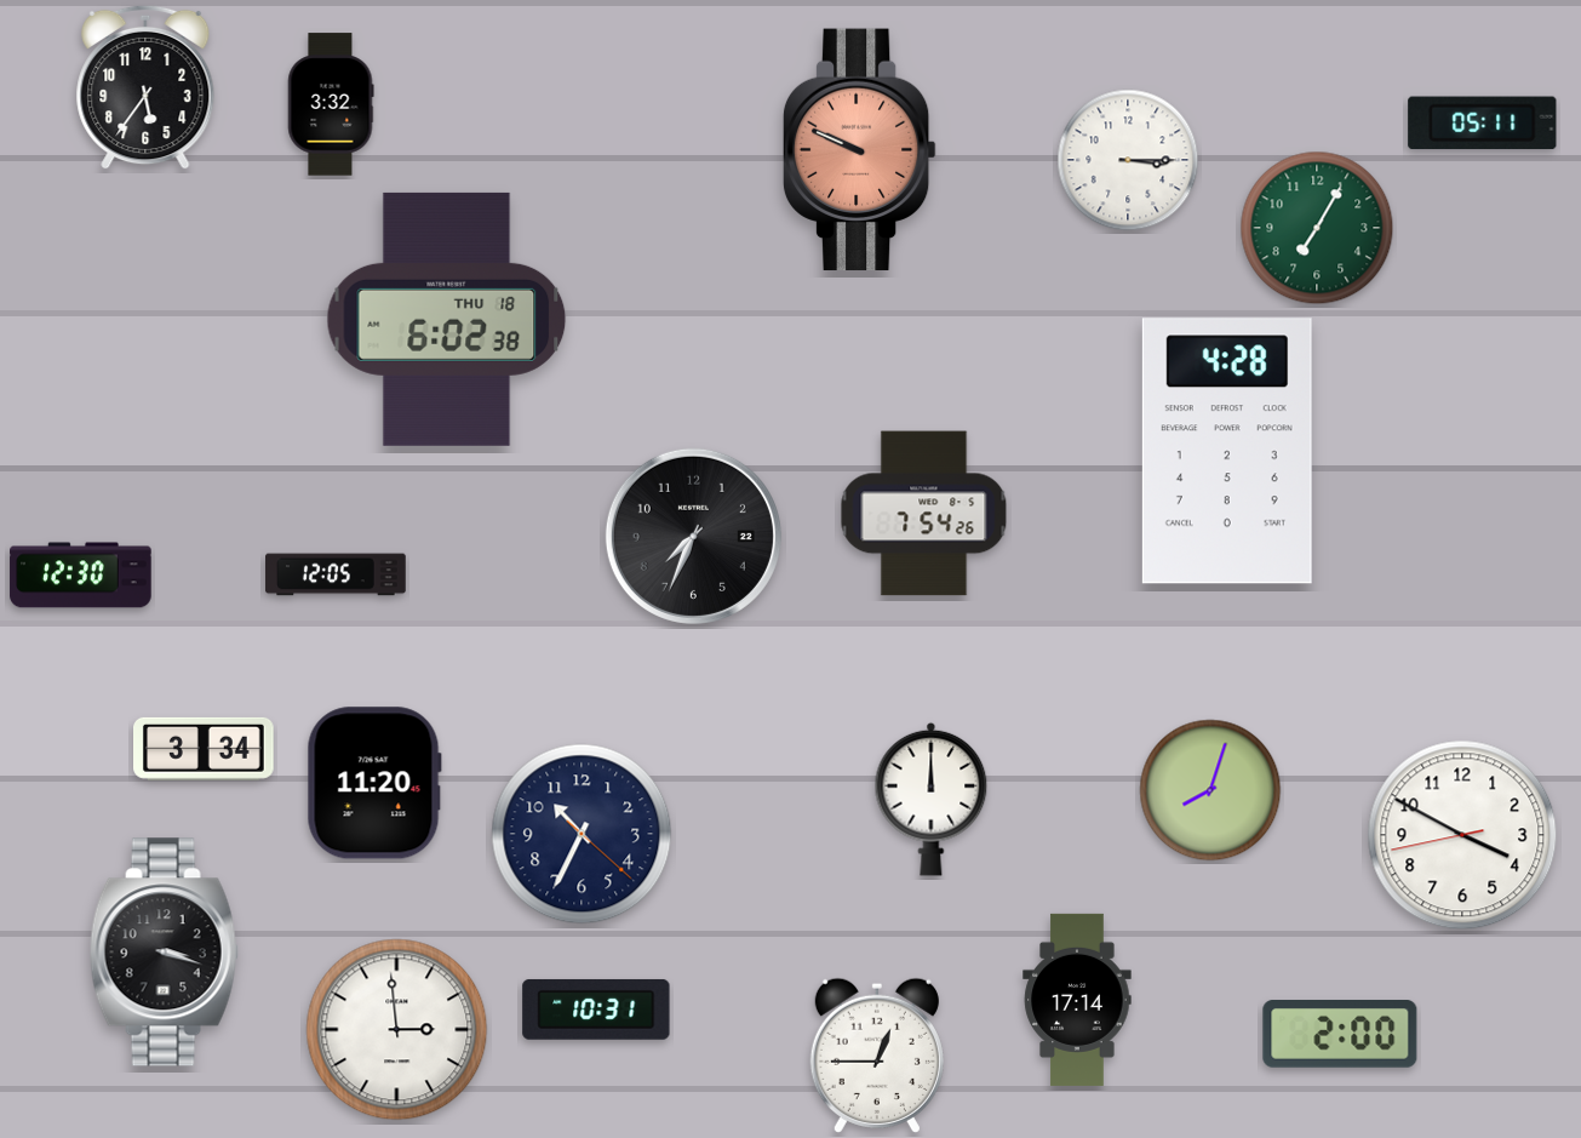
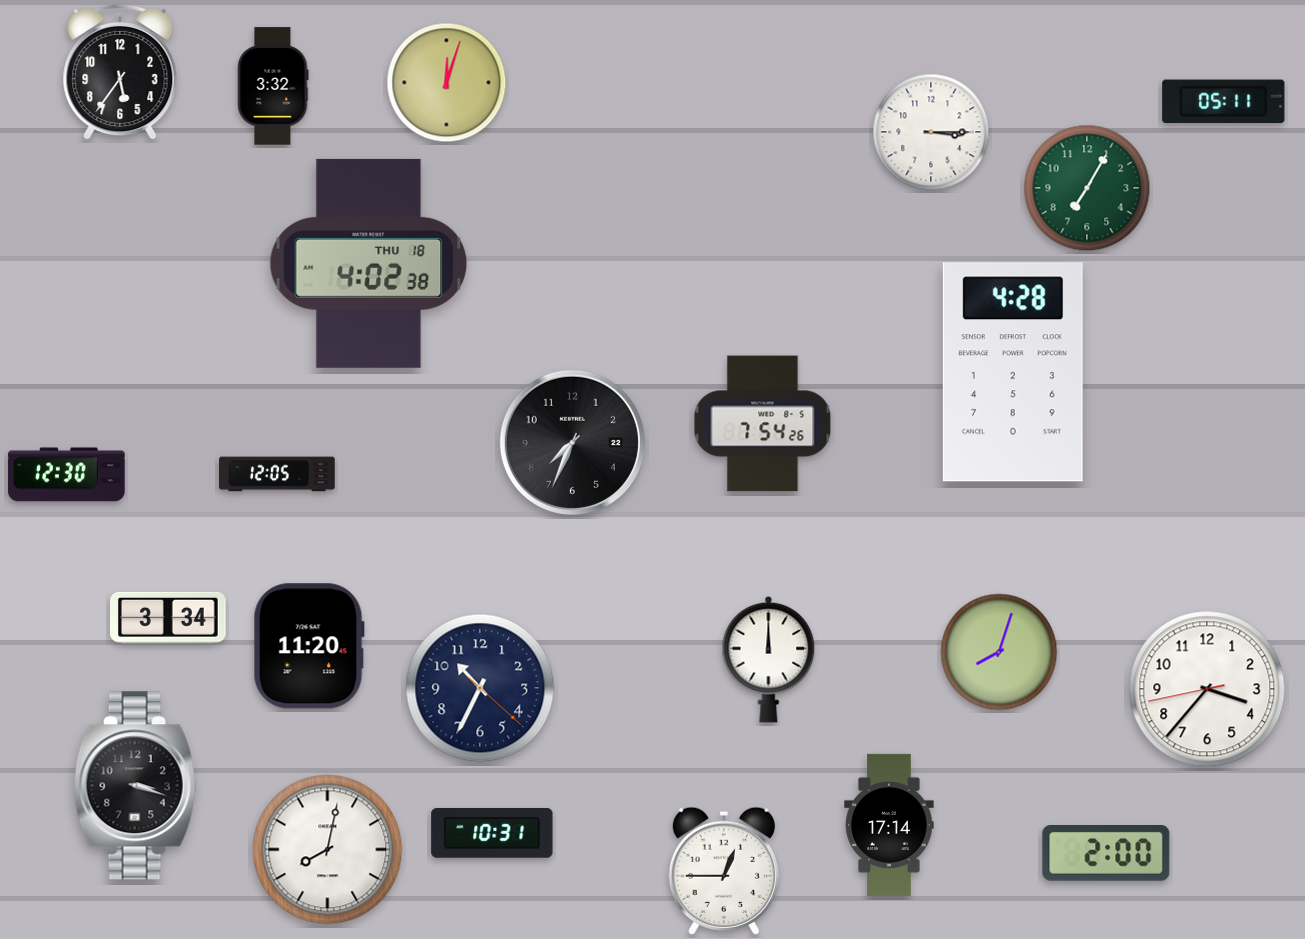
clock at (447, 83): none -> 12:03
clock at (859, 150): 9:49 -> none
clock at (447, 319): 6:02 -> 4:02
clock at (1462, 835): 3:49 -> 3:36
clock at (397, 1030): 2:59 -> 8:02
